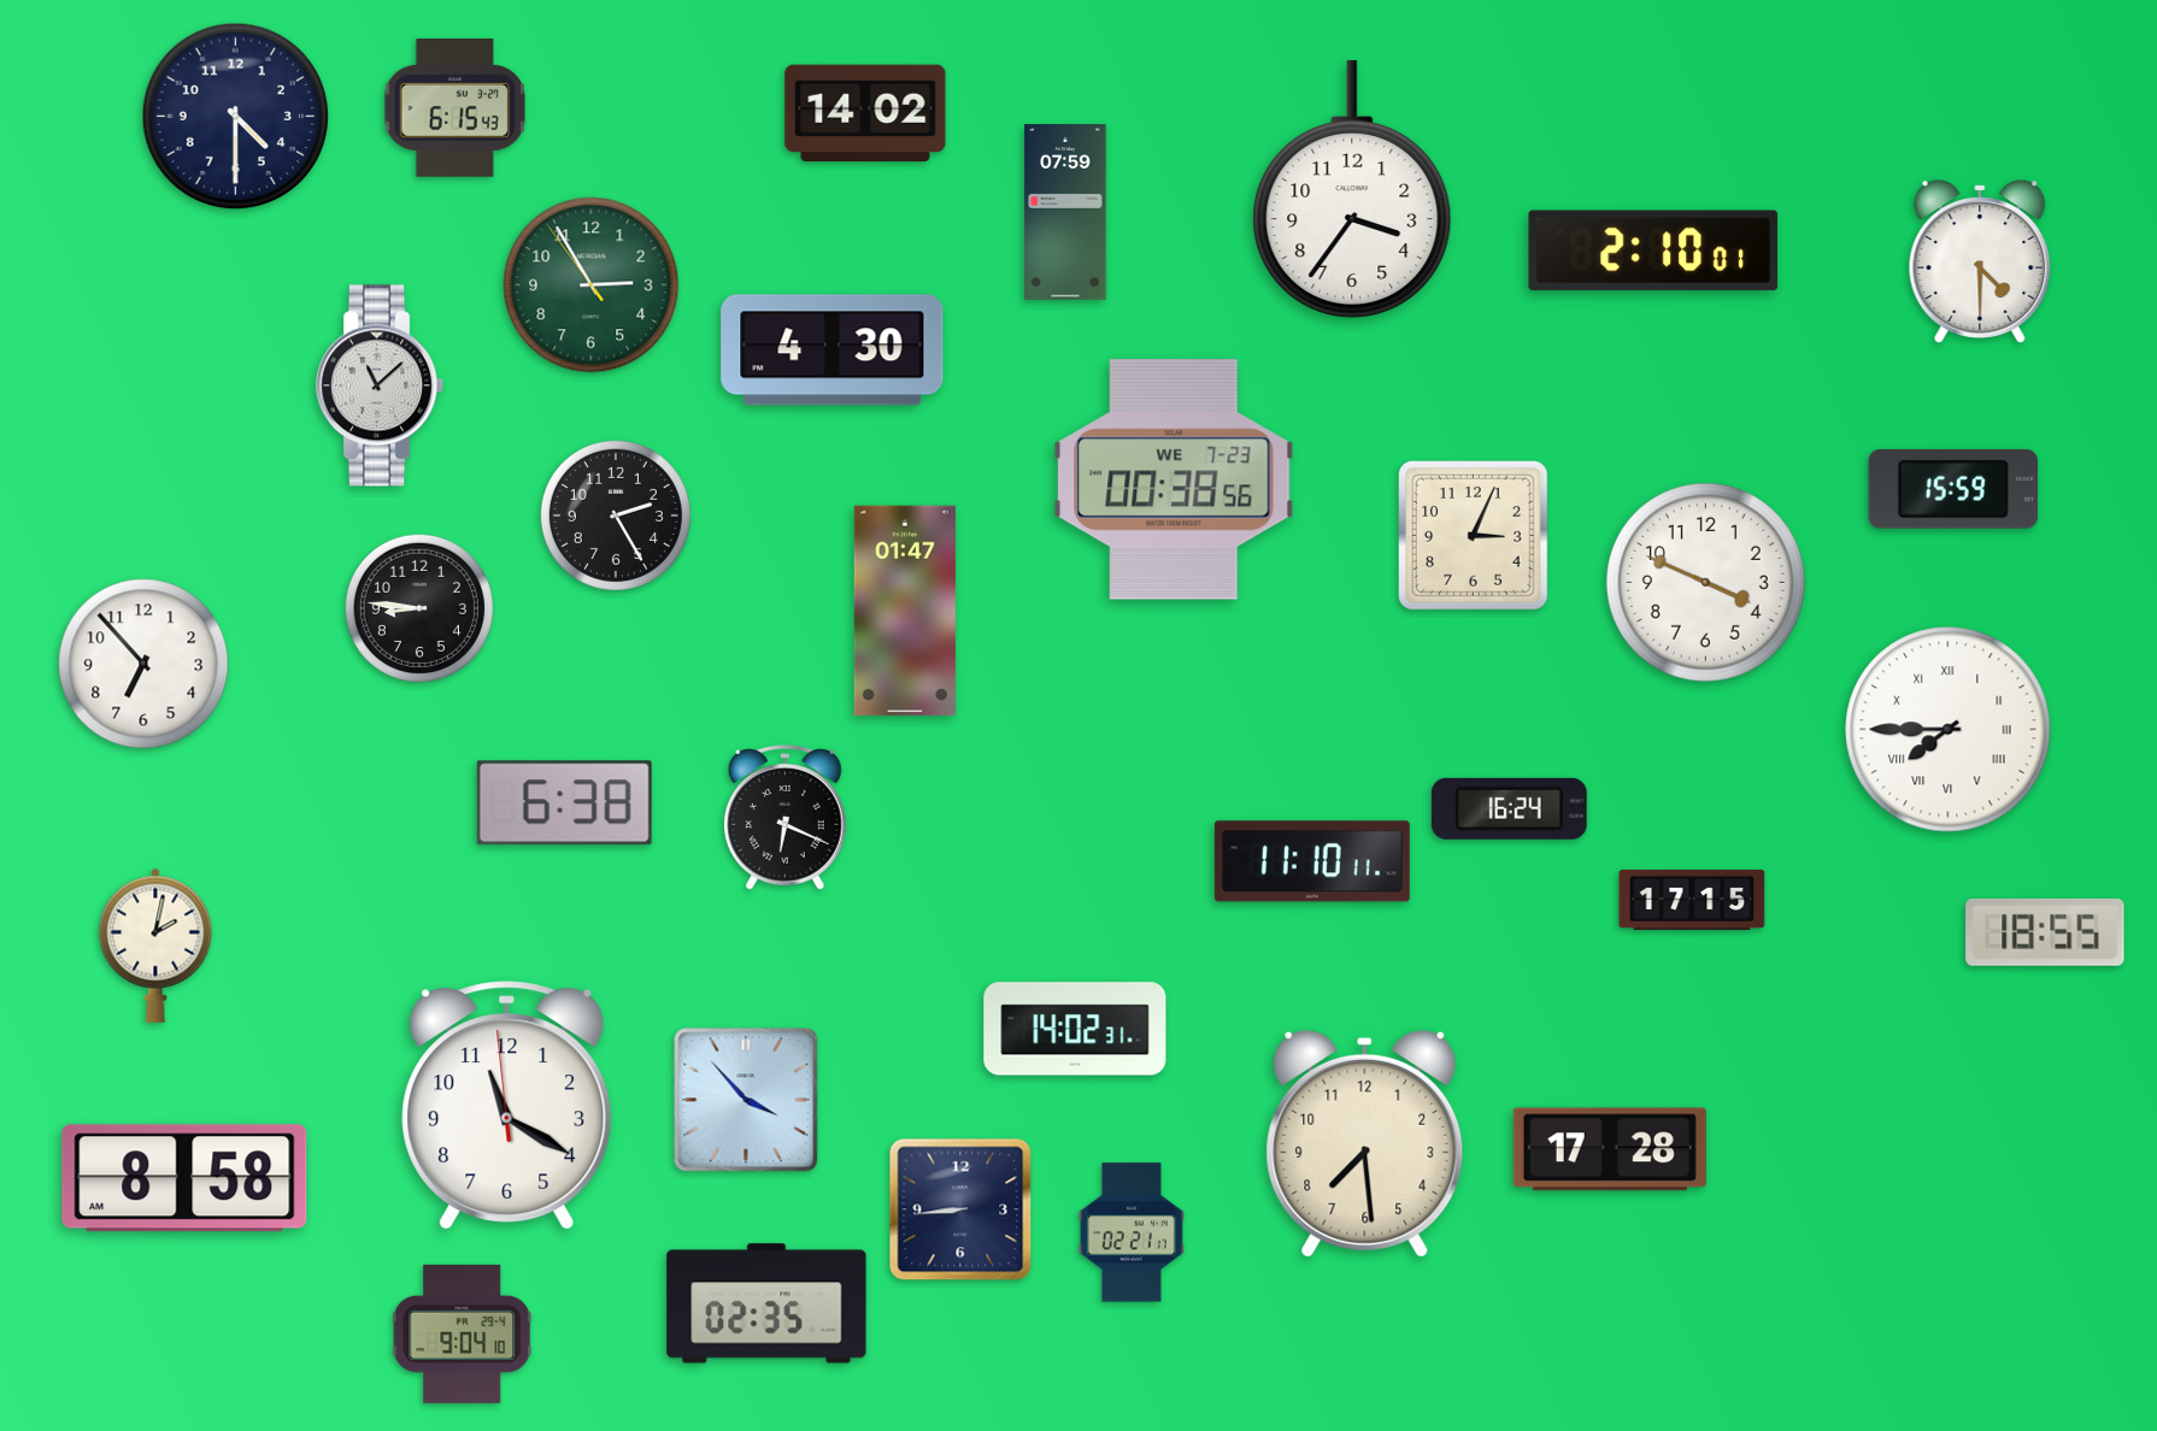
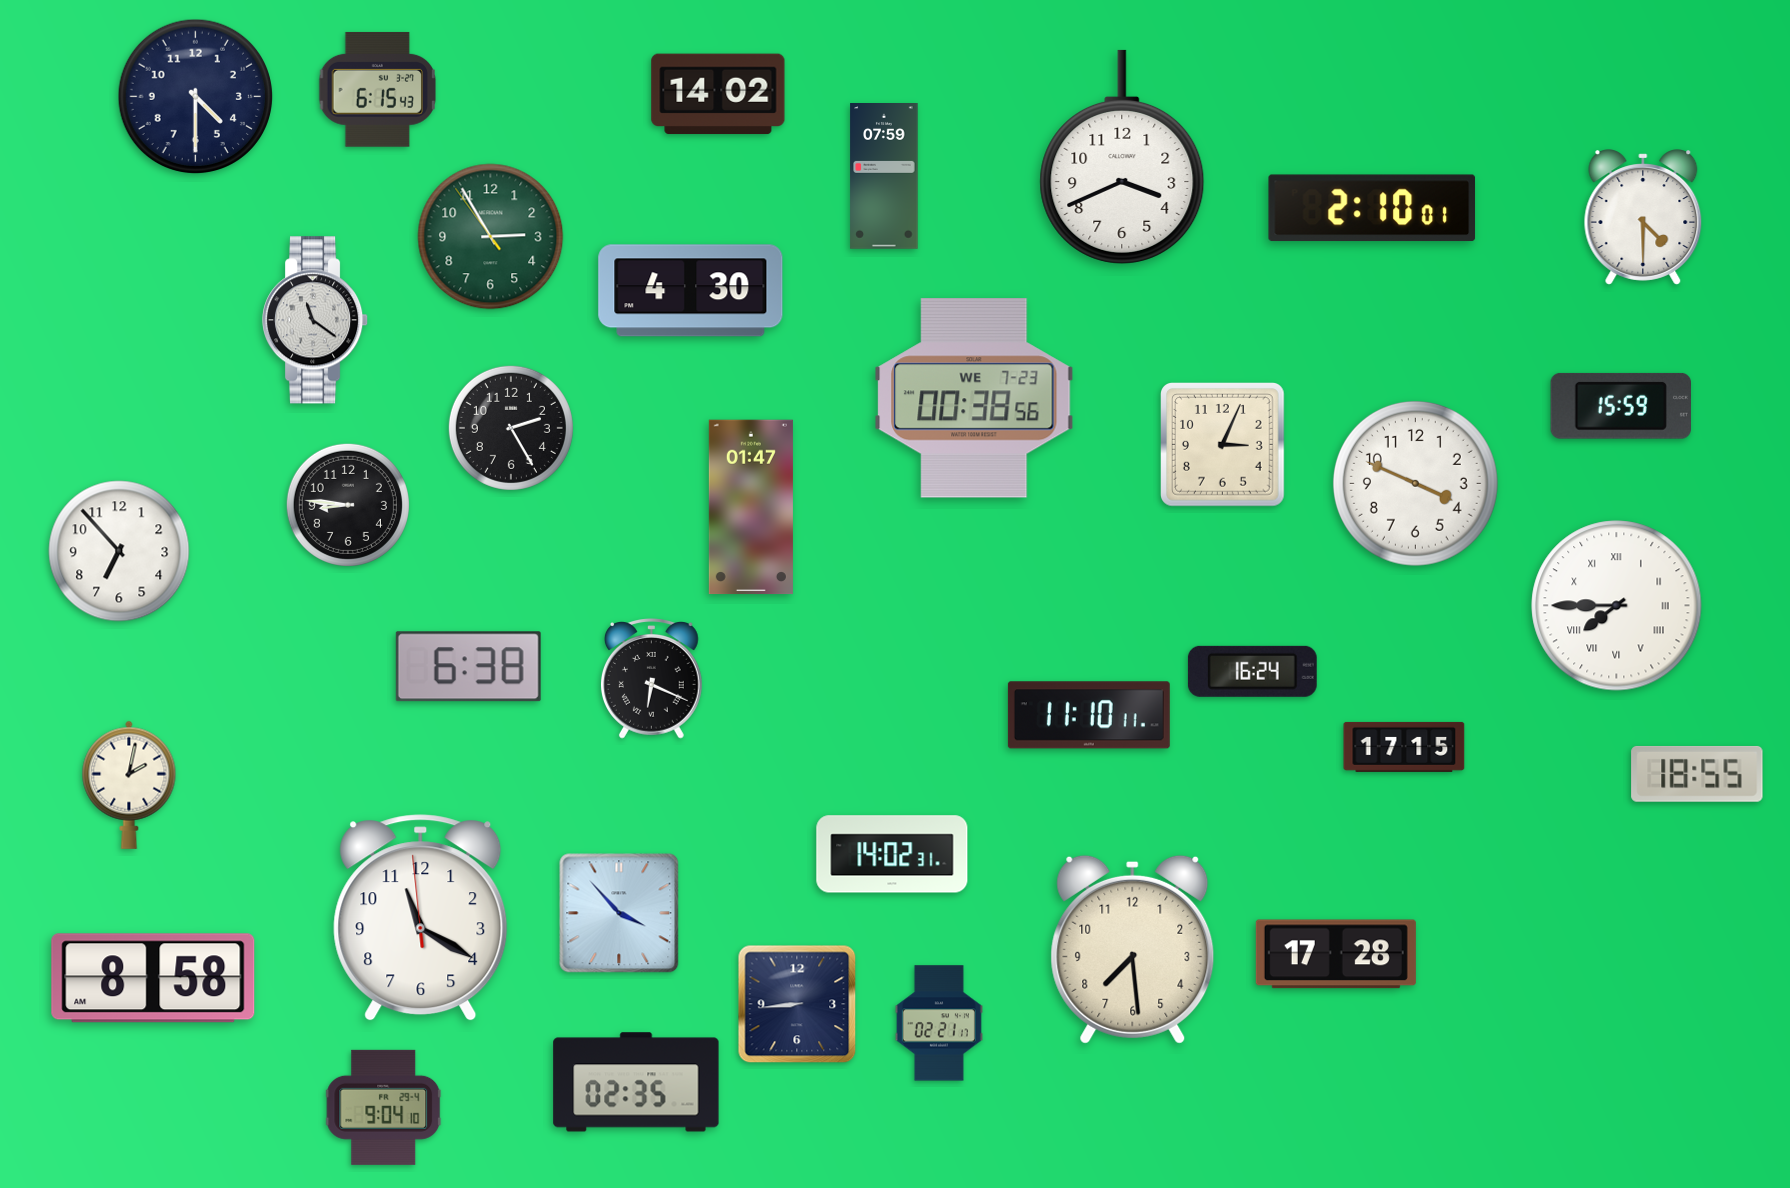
clock at (1352, 189): 3:36 -> 3:41
clock at (380, 385): 11:08 -> 11:21
